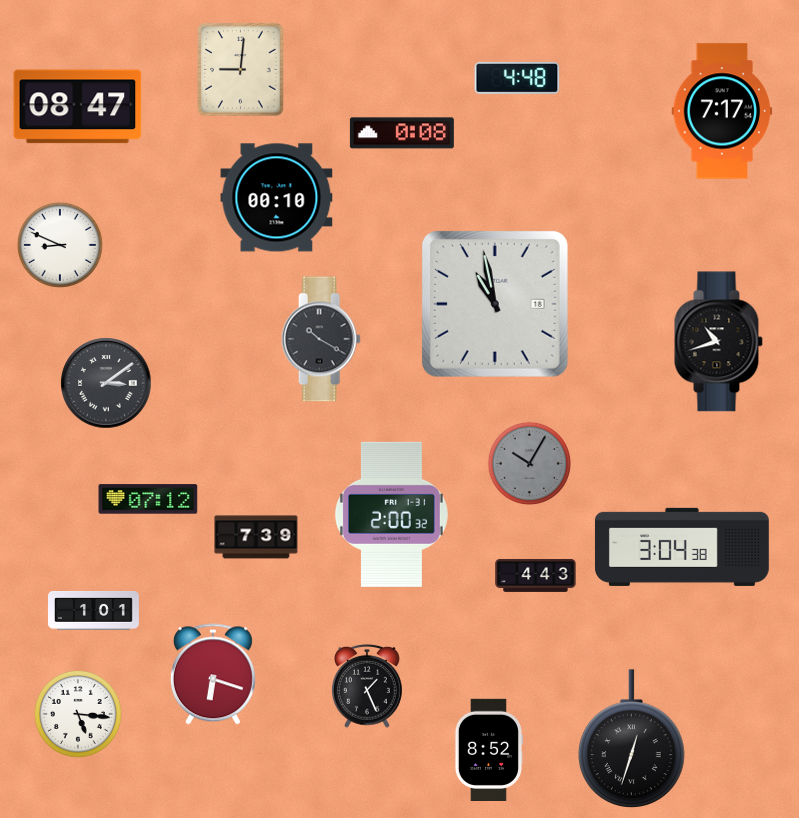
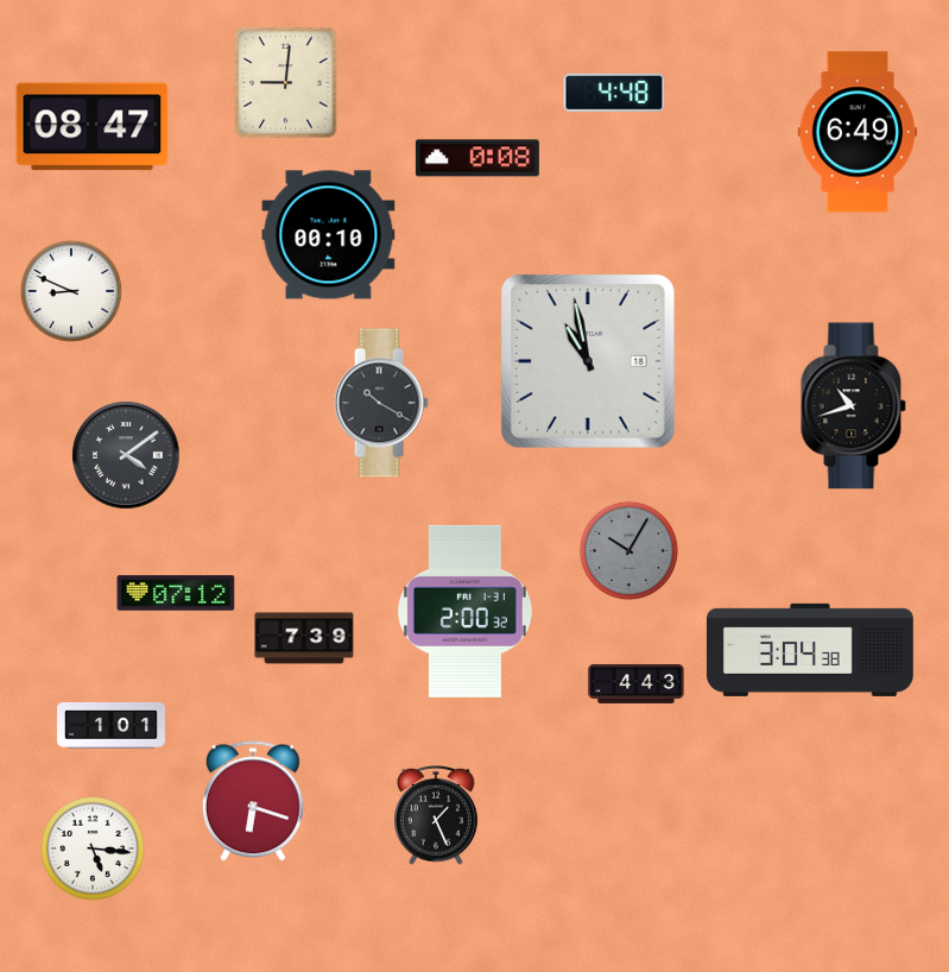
clock at (722, 111): 7:17 -> 6:49
clock at (106, 383): 3:09 -> 4:09
clock at (632, 739): 12:33 -> none
clock at (488, 749): 8:52 -> none
